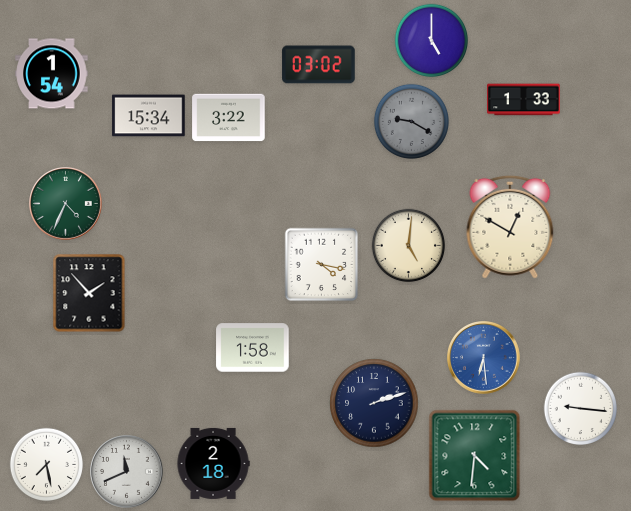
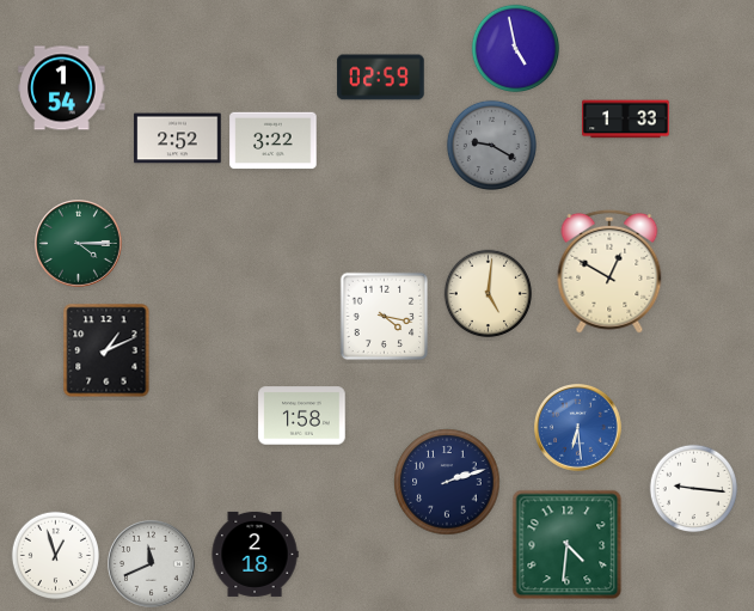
clock at (432, 41): 5:00 -> 4:58
clock at (319, 65): 03:02 -> 02:59
clock at (149, 116): 15:34 -> 2:52
clock at (66, 204): 4:34 -> 4:15
clock at (89, 293): 1:53 -> 1:11
clock at (47, 465): 7:28 -> 12:57
